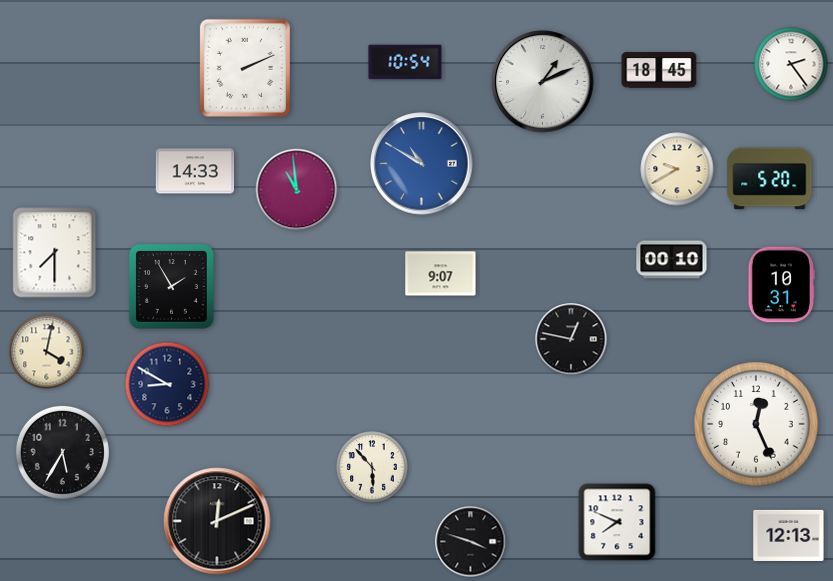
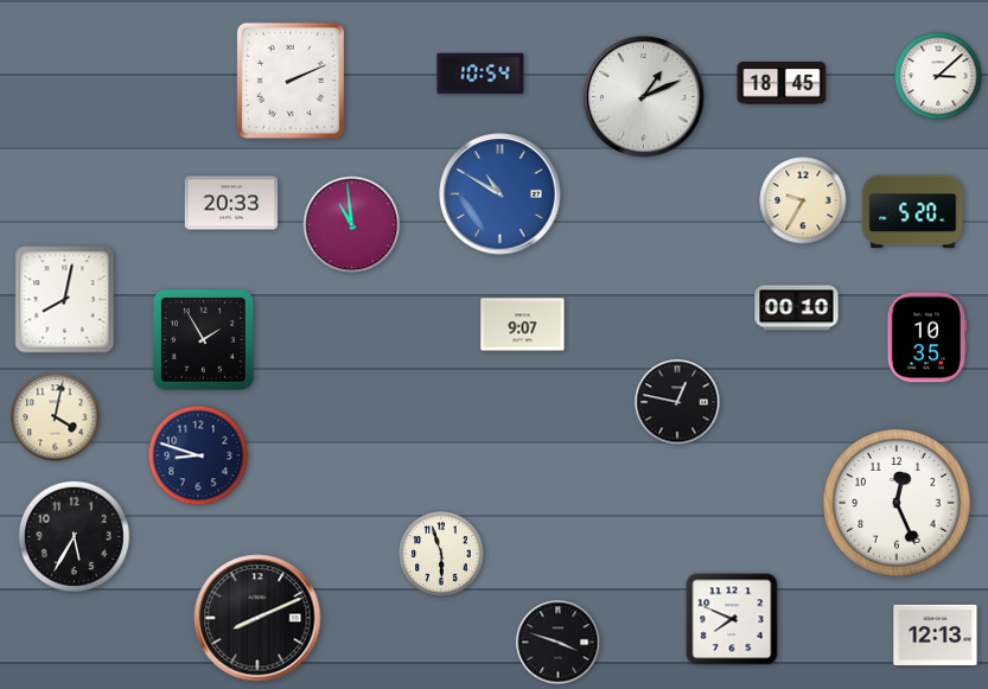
clock at (791, 64): 2:24 -> 3:08
clock at (677, 169): 9:40 -> 9:35
clock at (195, 171): 14:33 -> 20:33
clock at (55, 253): 7:30 -> 8:02
clock at (781, 285): 10:31 -> 10:35
clock at (167, 384): 8:50 -> 8:48
clock at (372, 467): 5:53 -> 5:57
clock at (217, 521): 12:11 -> 8:11
